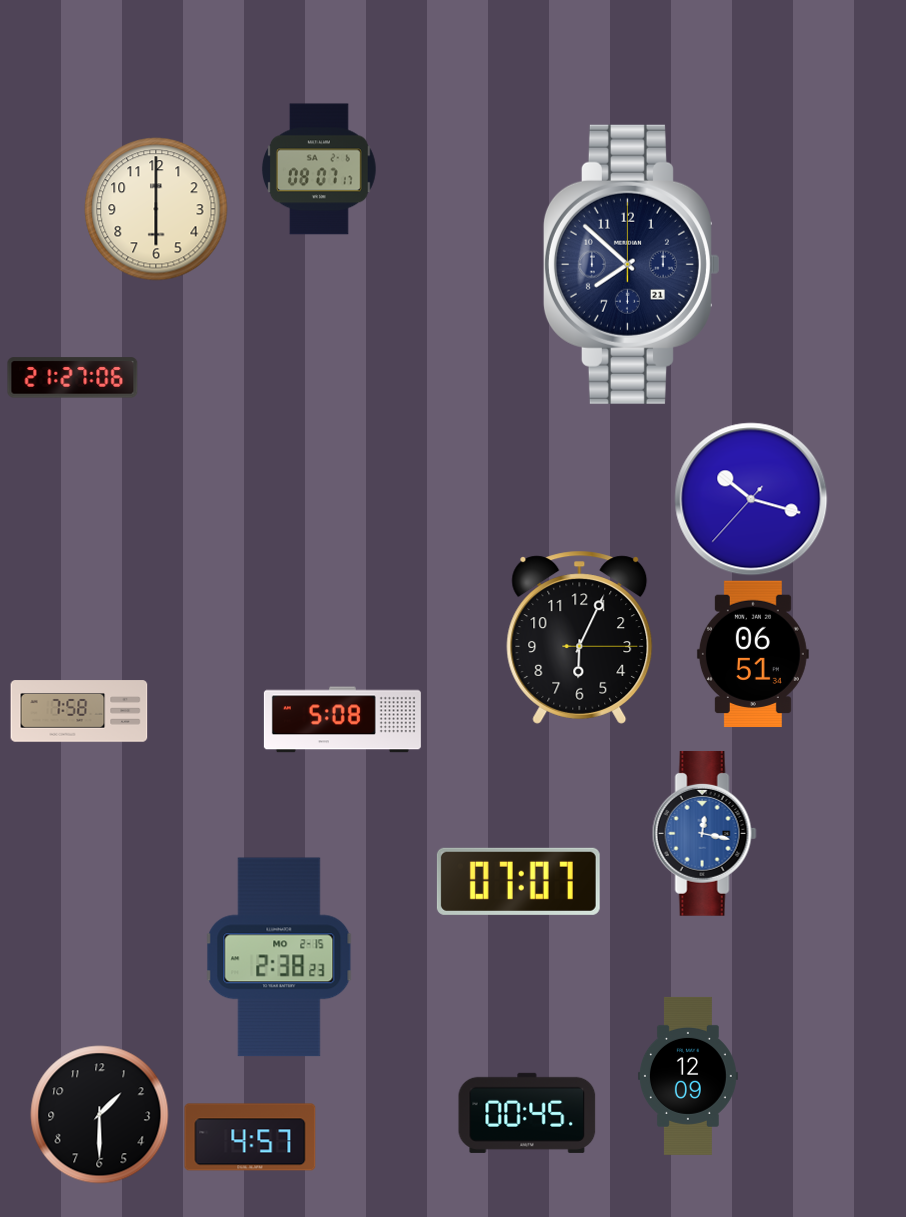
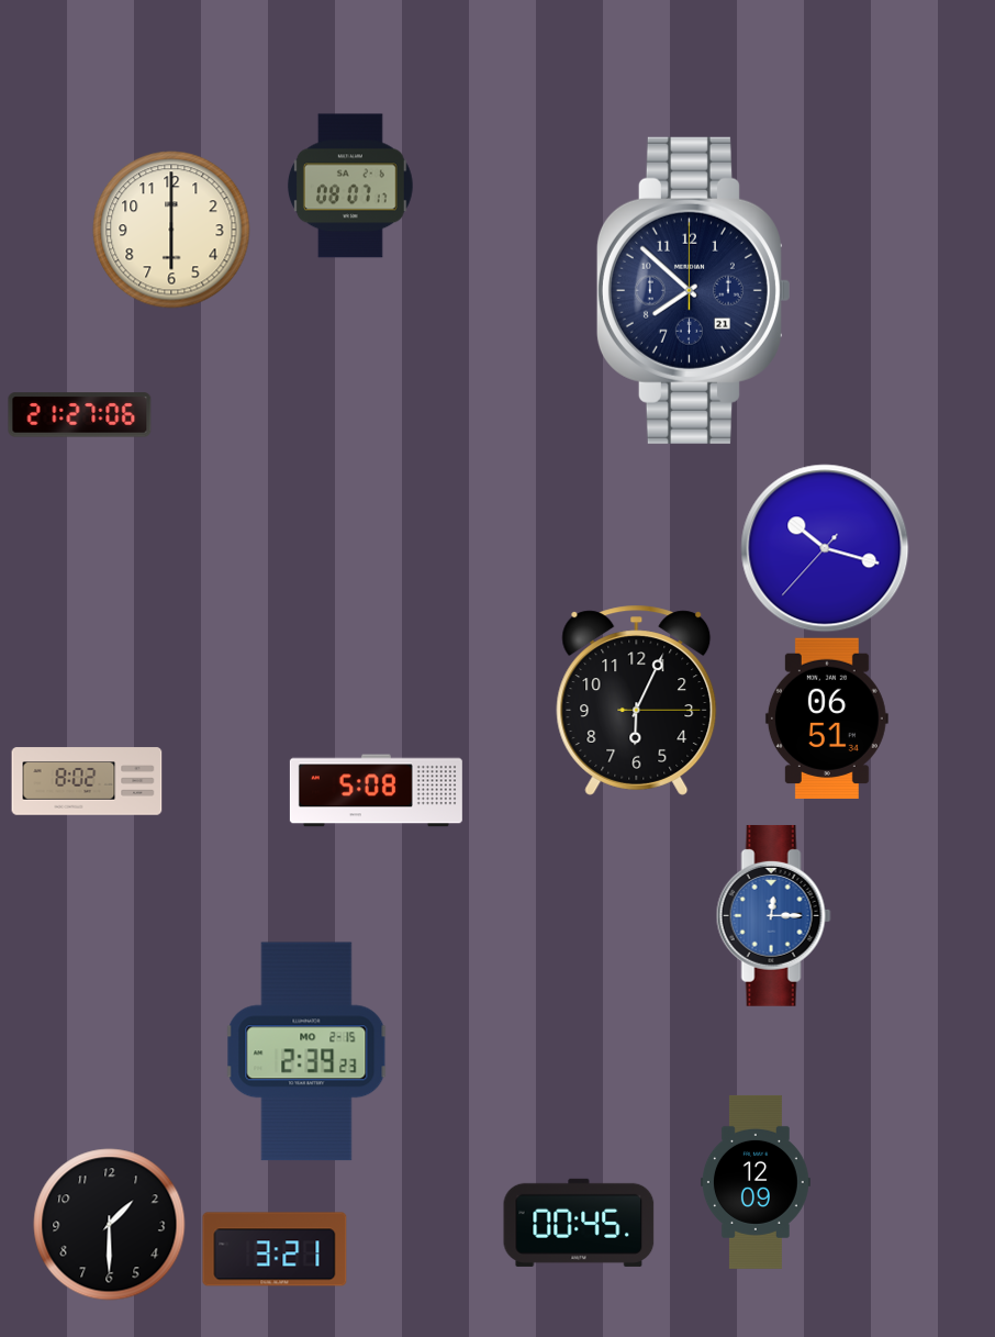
clock at (79, 711): 7:58 -> 8:02
clock at (704, 833): 12:17 -> 12:15
clock at (518, 881): 07:07 -> none
clock at (279, 957): 2:38 -> 2:39
clock at (250, 1137): 4:57 -> 3:21
